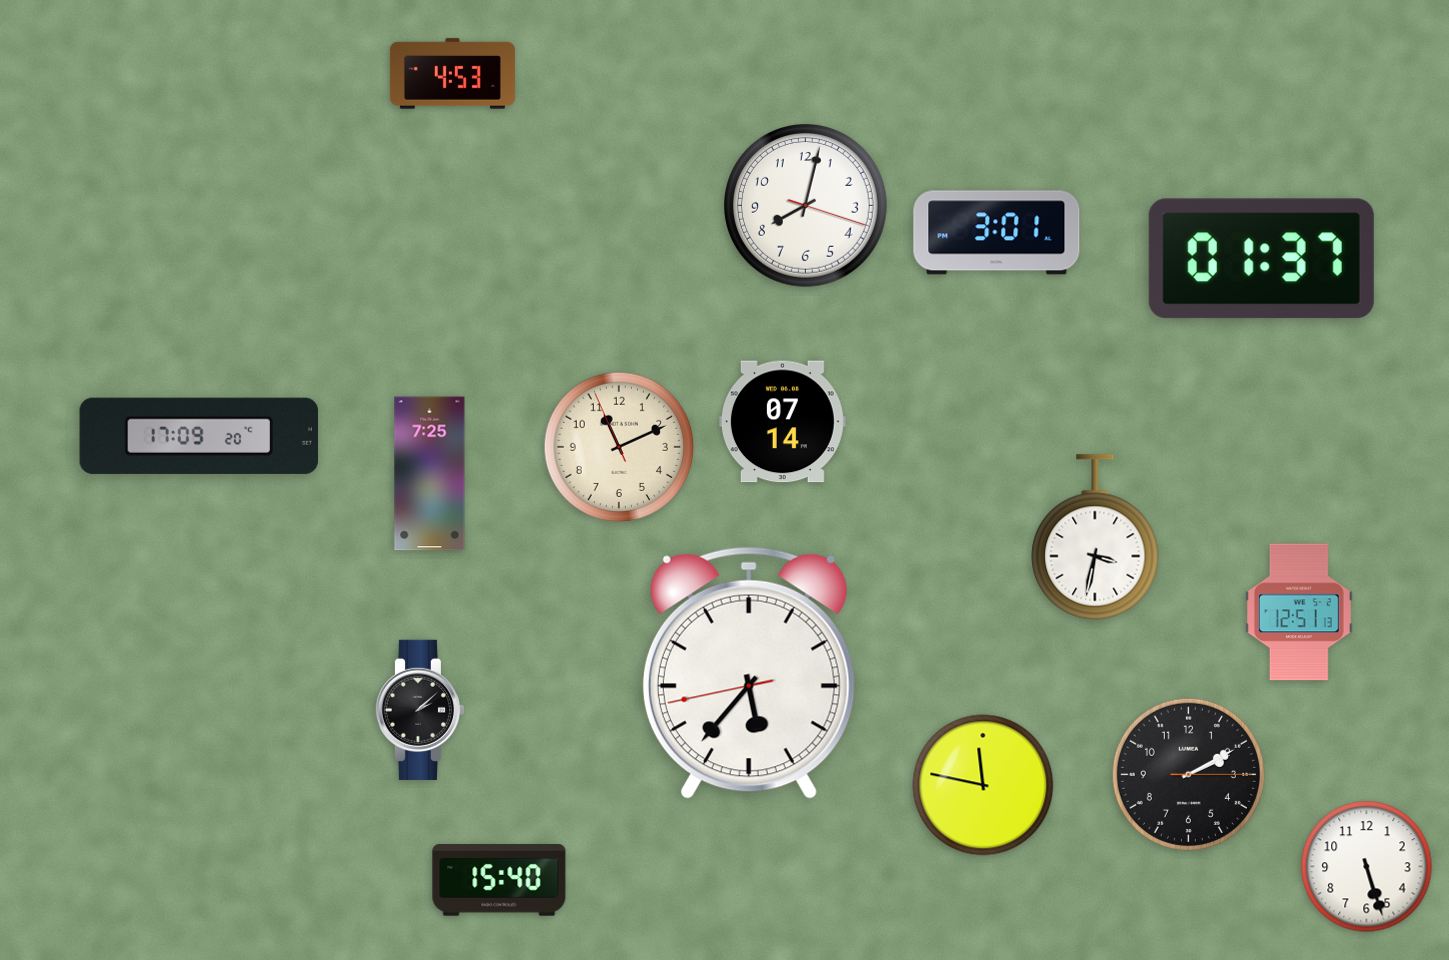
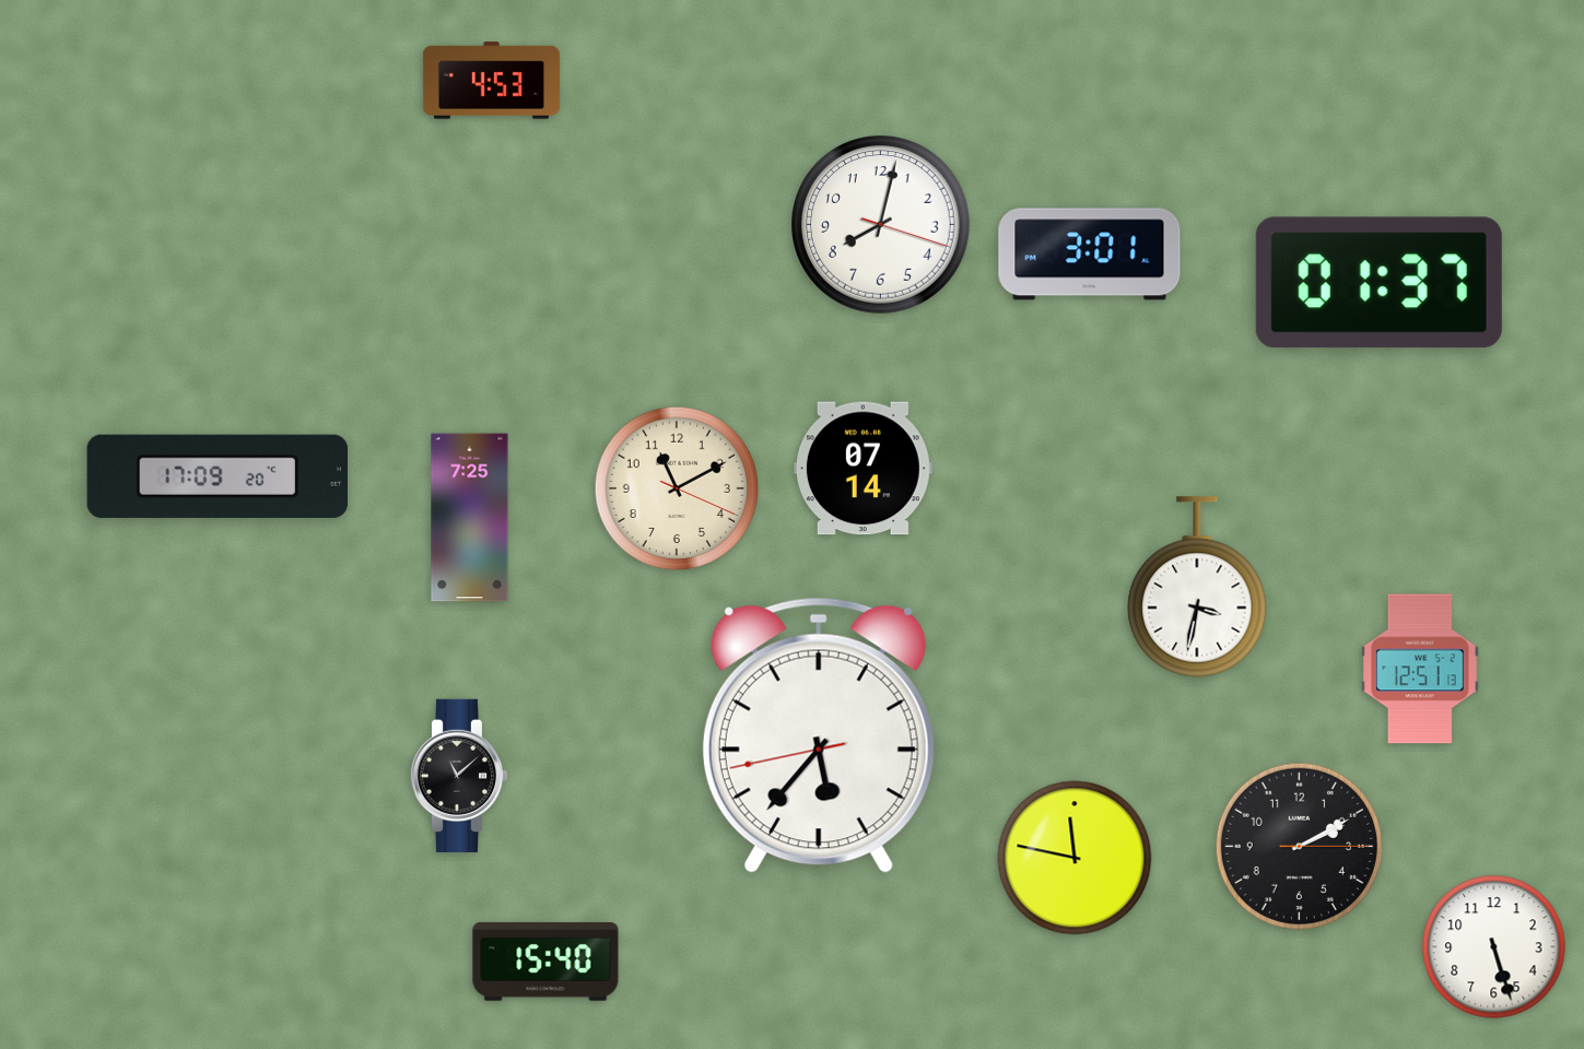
clock at (452, 74) position: (452, 74) -> (491, 81)
clock at (782, 422) position: (782, 422) -> (863, 469)
clock at (619, 447): 11:10:56 -> 11:10:19
clock at (419, 710): 2:08 -> 11:08
